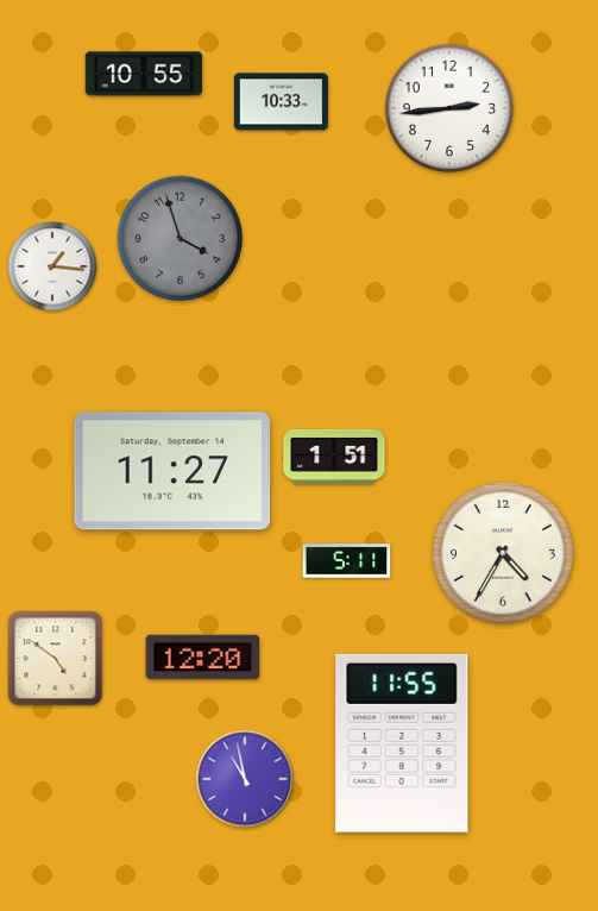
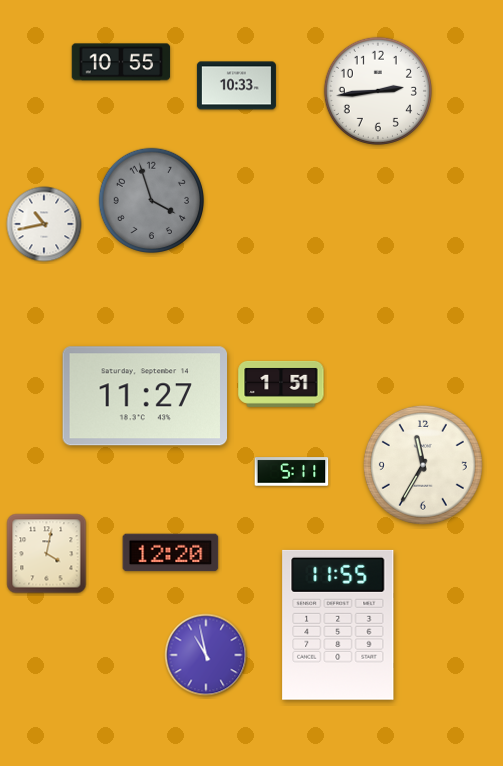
clock at (52, 266): 1:16 -> 10:43
clock at (503, 553): 4:35 -> 11:35
clock at (56, 659): 4:51 -> 4:02
